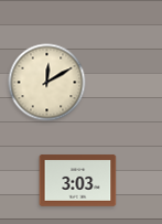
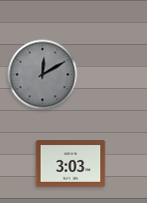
clock at (47, 83) dial: cream -> grey
